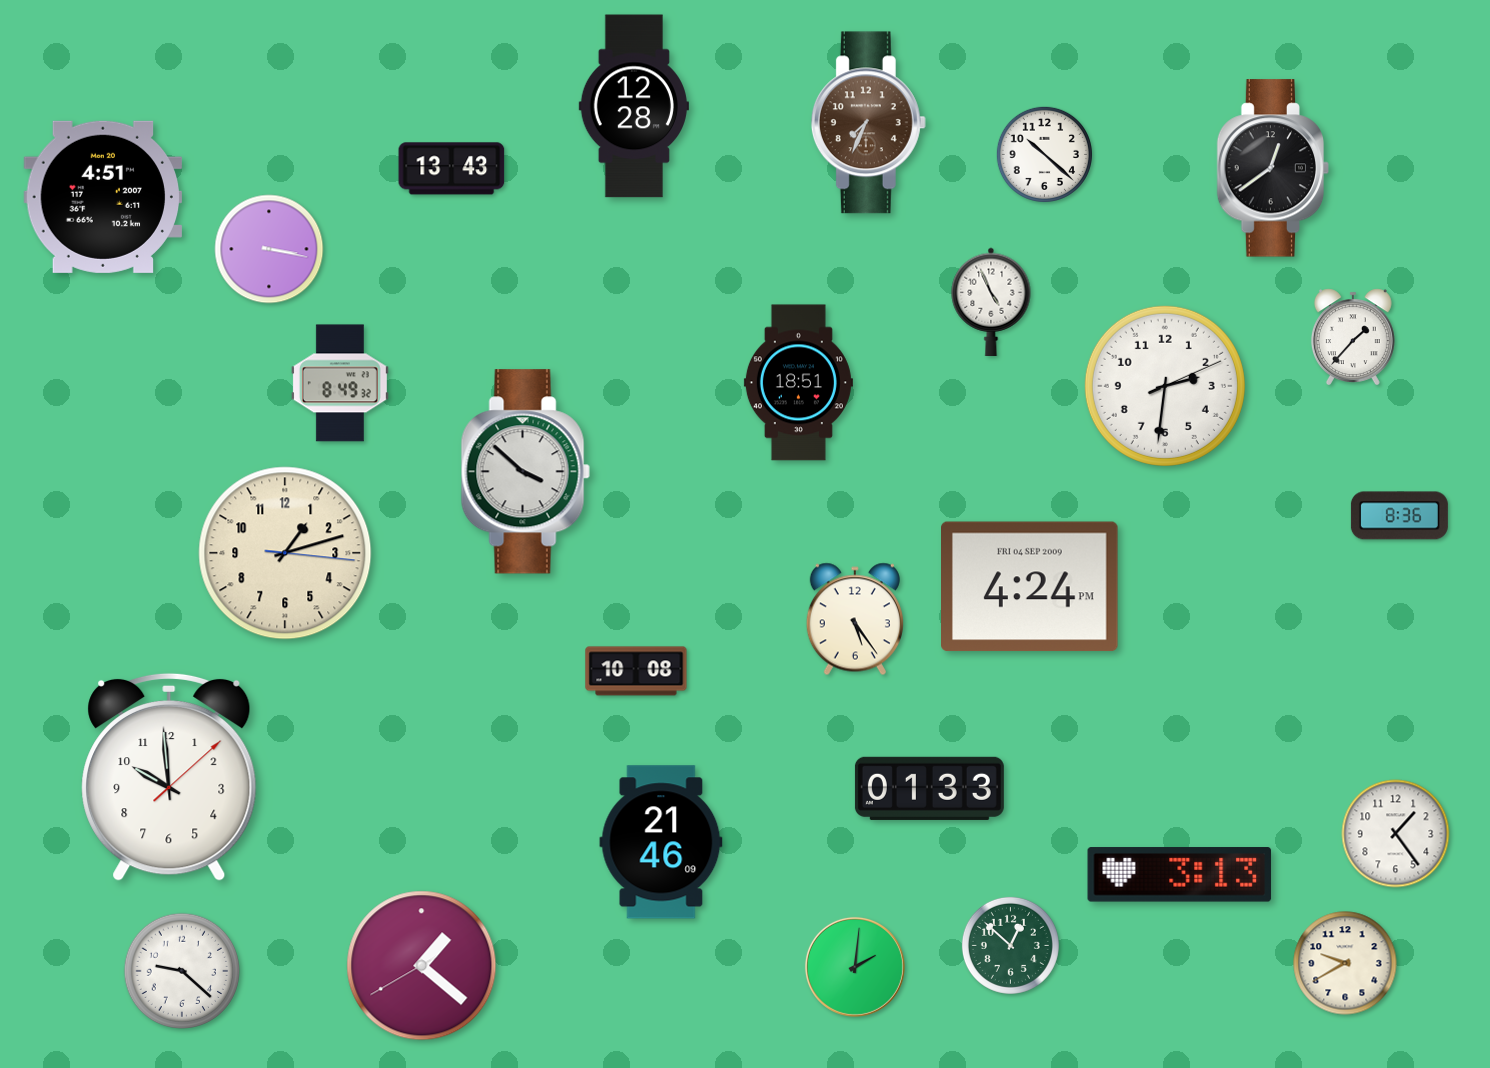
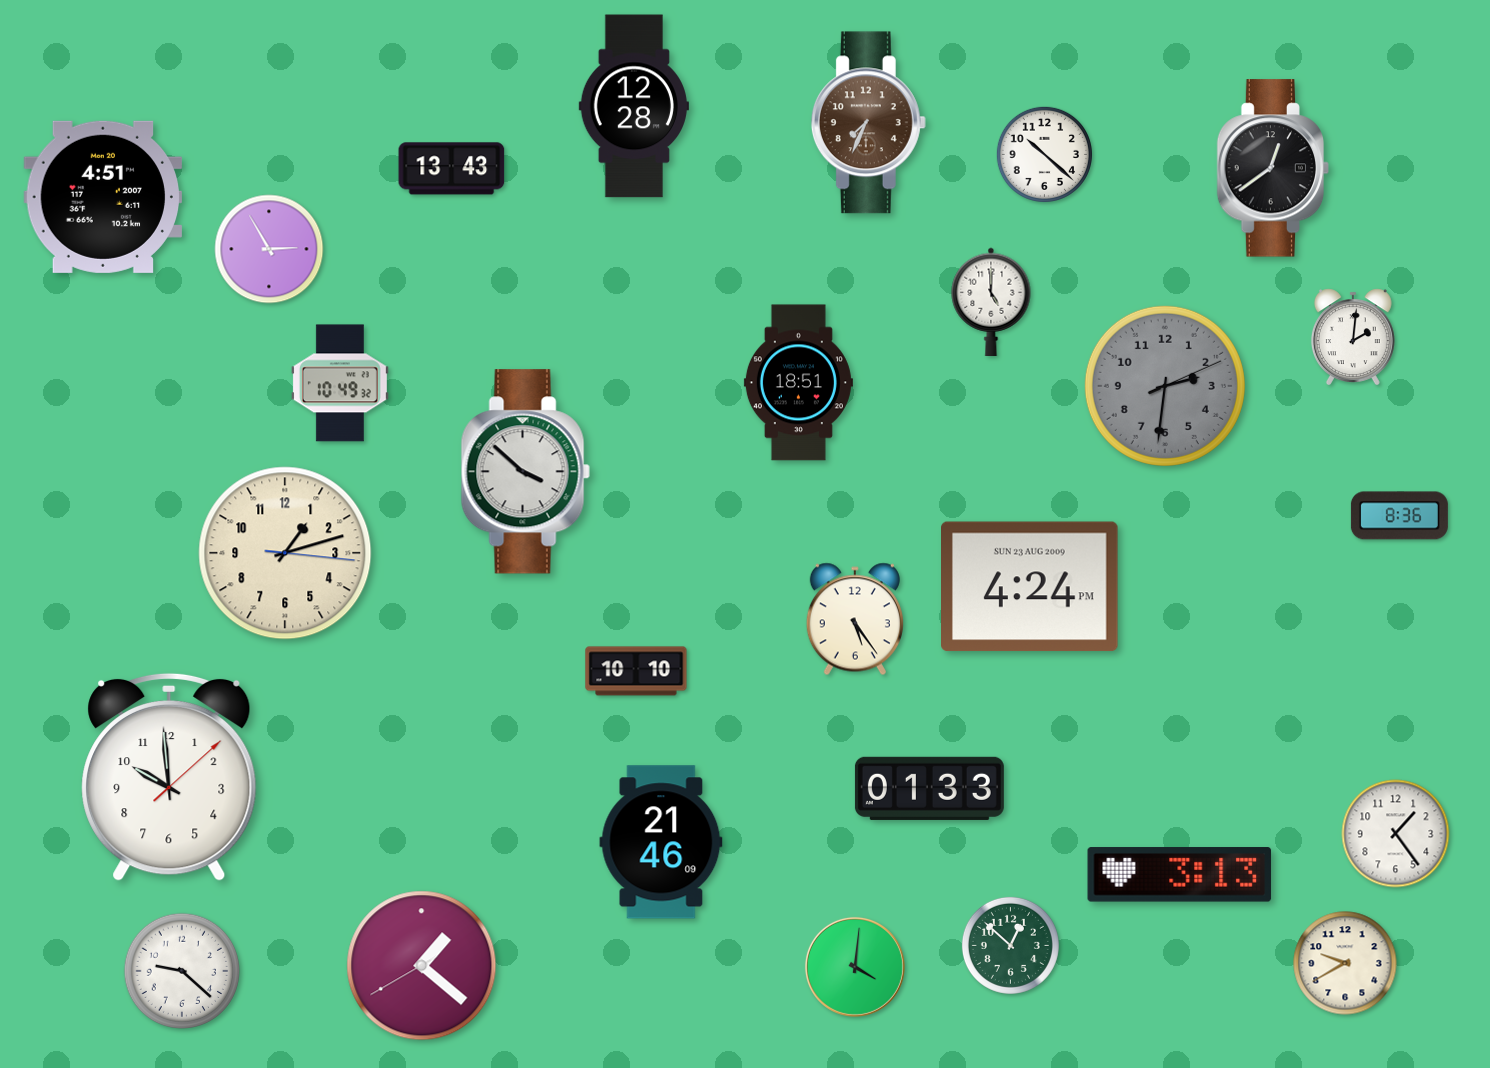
clock at (269, 249): 3:17 -> 2:55
clock at (991, 301): 4:56 -> 5:00
clock at (1353, 336): 1:37 -> 2:01
clock at (340, 383): 8:49 -> 10:49
clock at (1165, 386) dial: white -> grey
clock at (1030, 587) date: FRI 04 SEP 2009 -> SUN 23 AUG 2009
clock at (636, 671): 10:08 -> 10:10
clock at (855, 967): 2:01 -> 4:01
